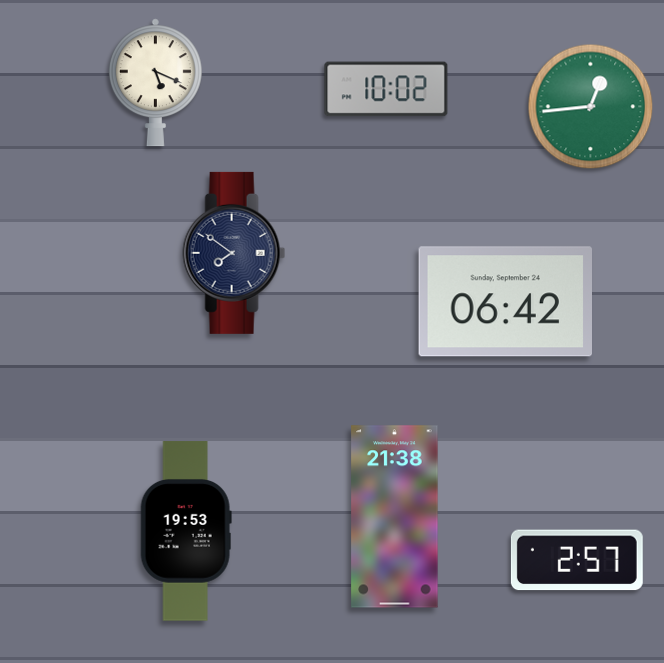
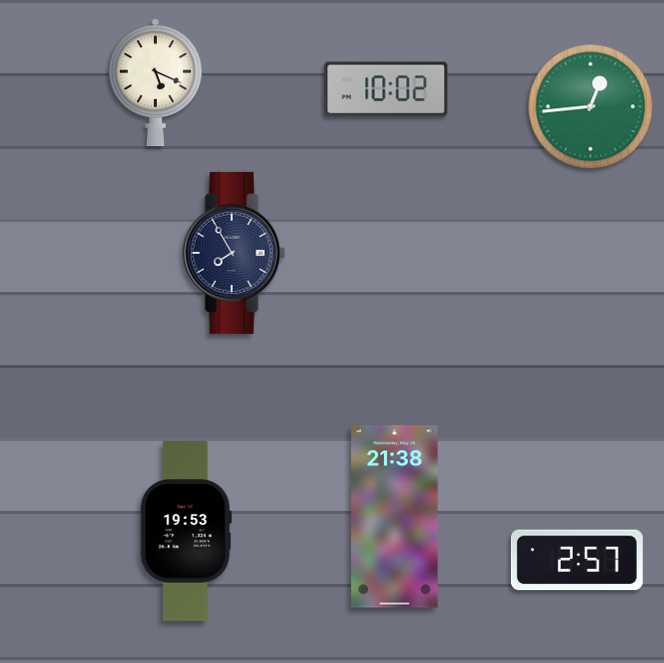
clock at (234, 253): 7:51 -> 7:55
clock at (505, 302): 06:42 -> none
